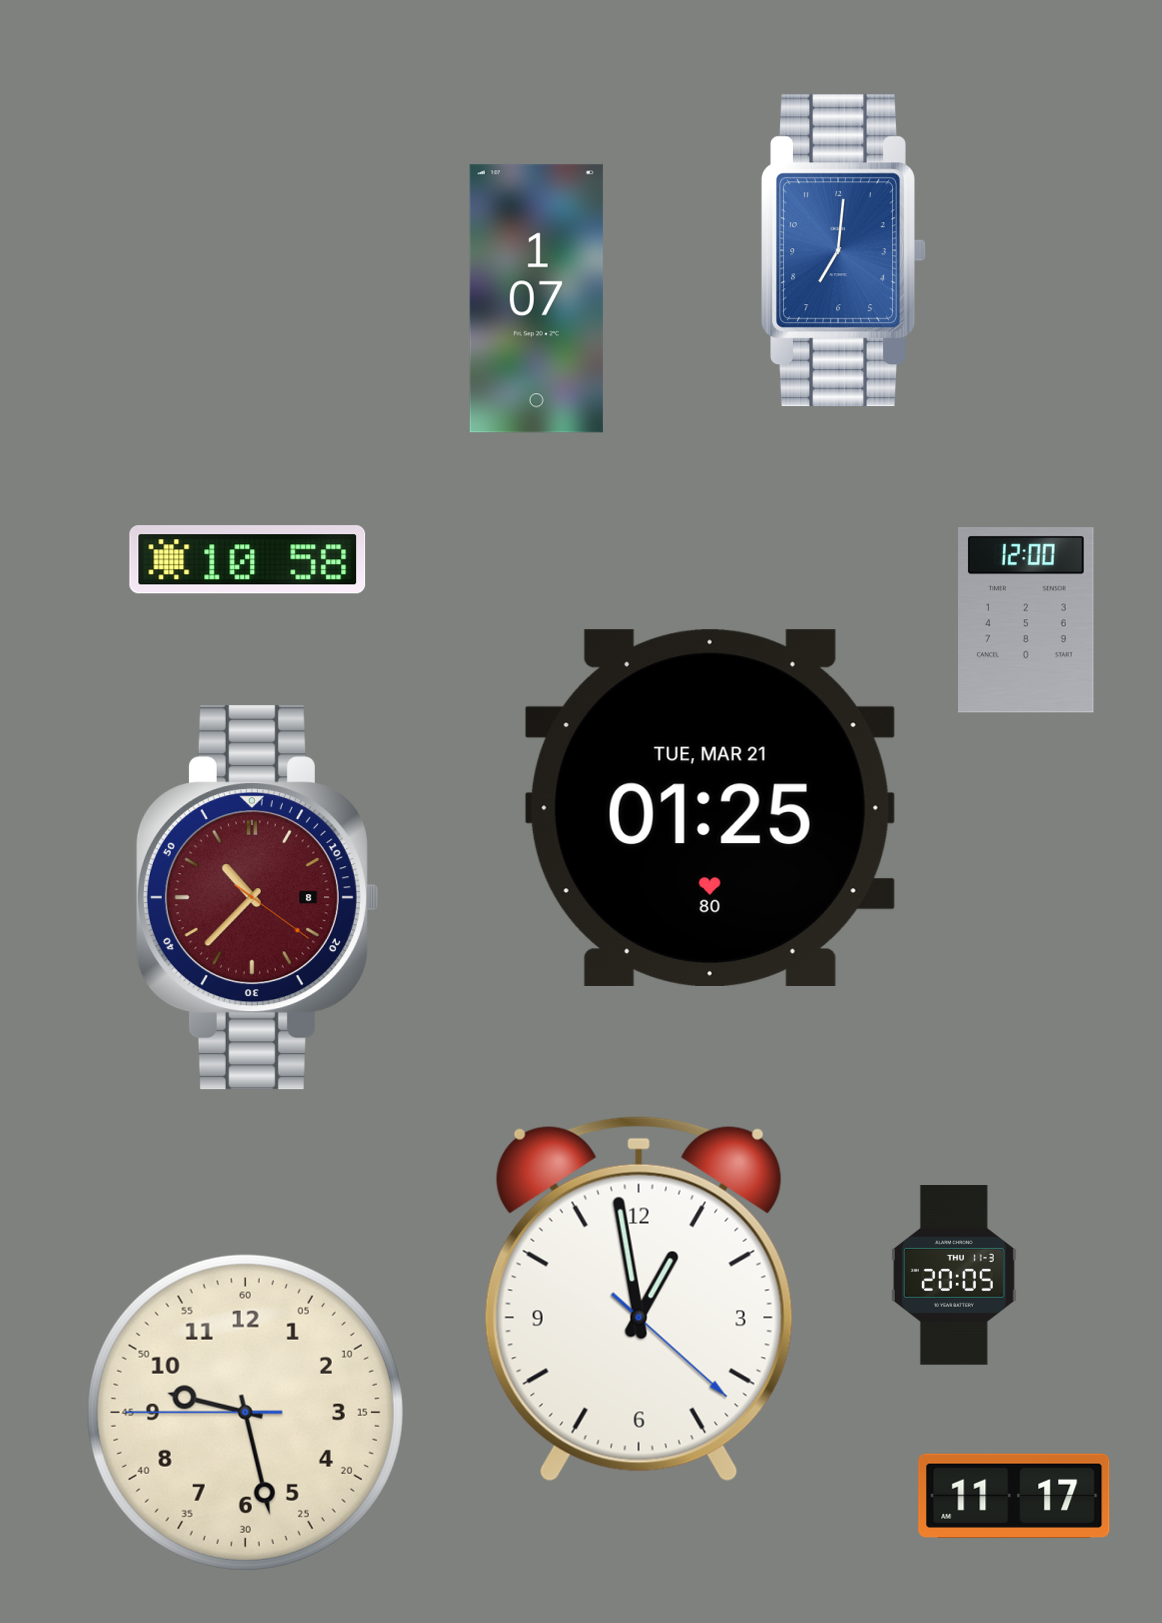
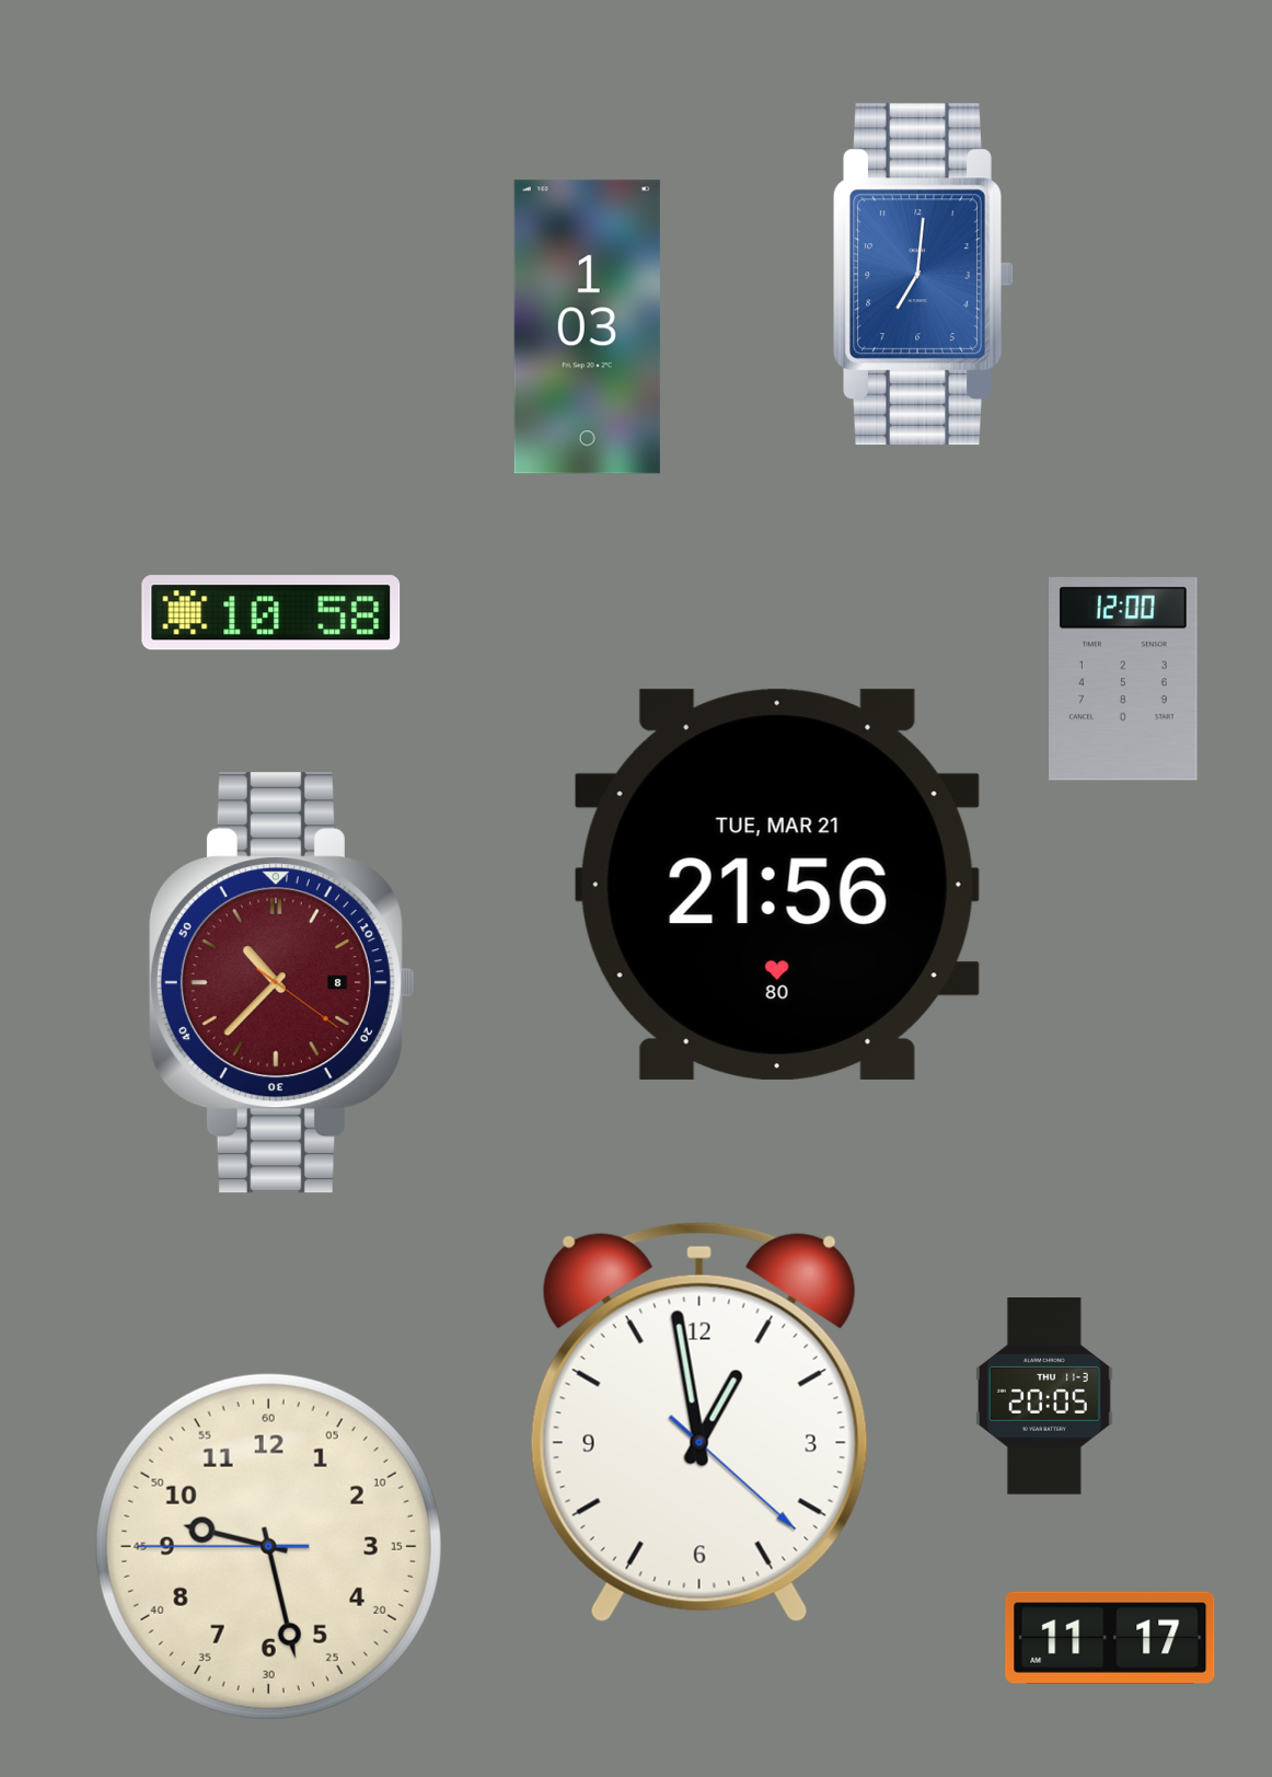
clock at (536, 299): 1:07 -> 1:03
clock at (710, 808): 01:25 -> 21:56
